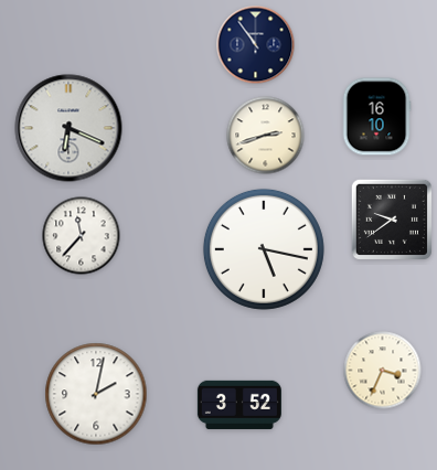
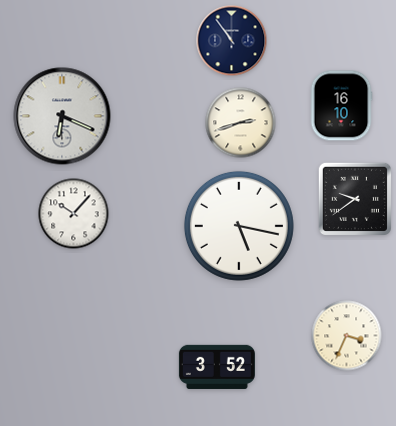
clock at (82, 236): 11:37 -> 10:07
clock at (96, 394): 2:02 -> none
